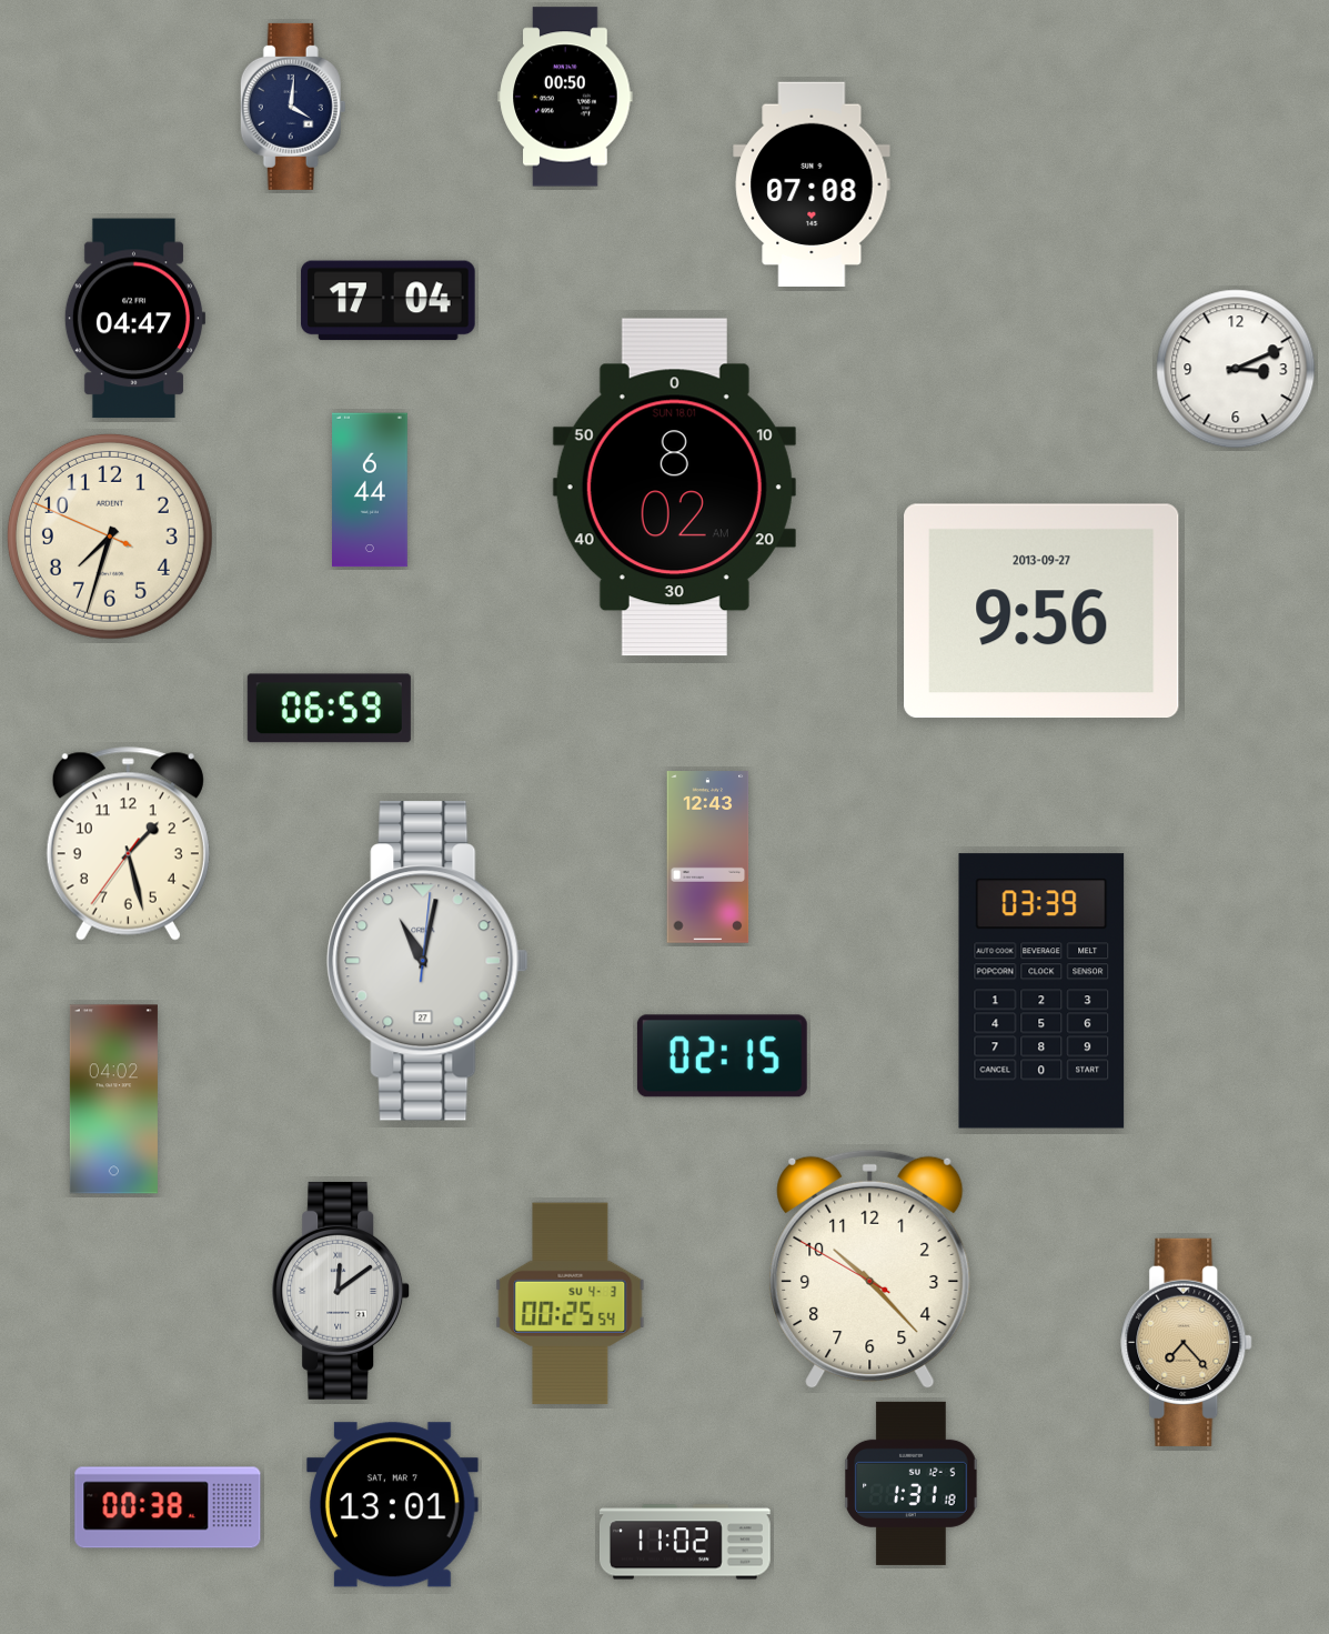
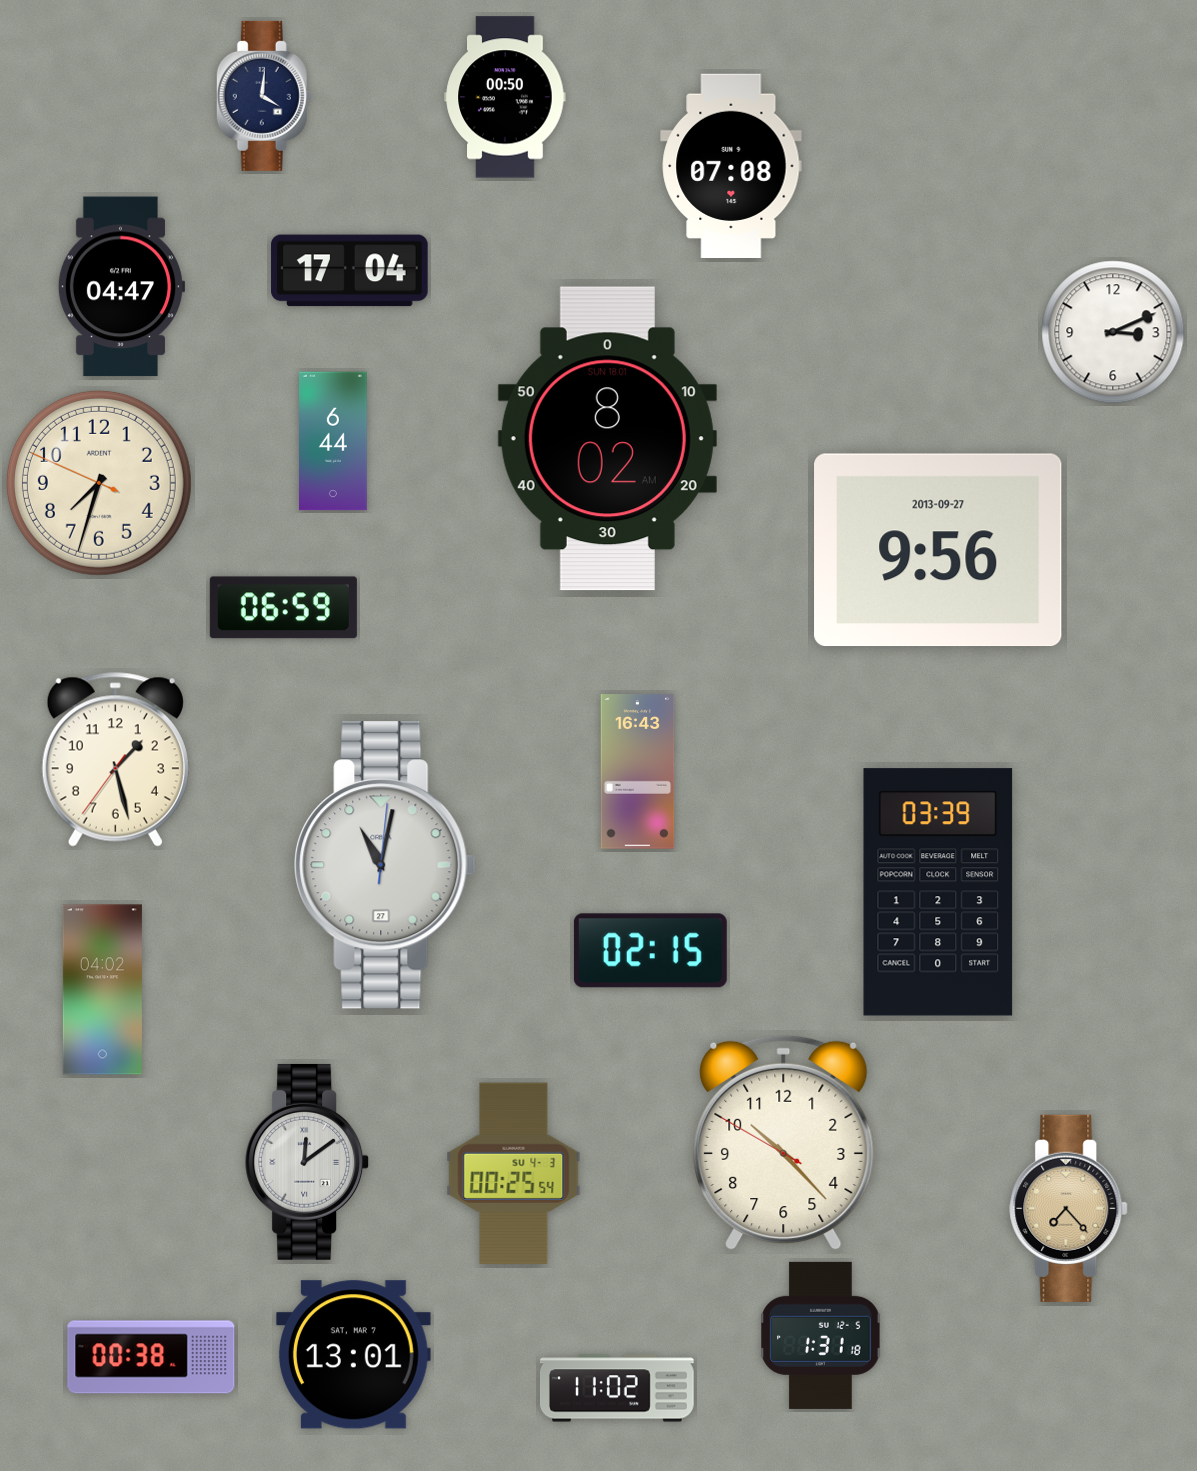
clock at (565, 97) position: (565, 97) -> (505, 97)
clock at (329, 709) position: (329, 709) -> (283, 608)
clock at (708, 858): 12:43 -> 16:43
